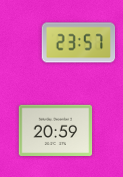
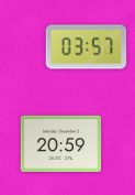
clock at (79, 43): 23:57 -> 03:57
